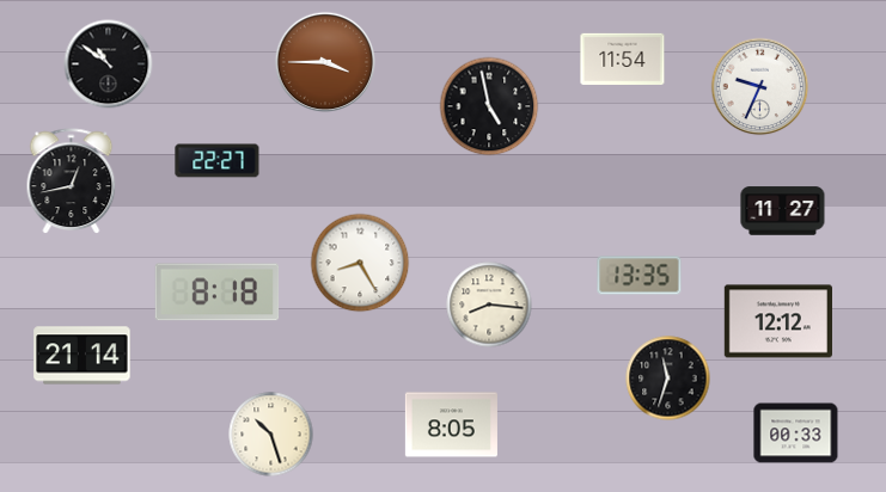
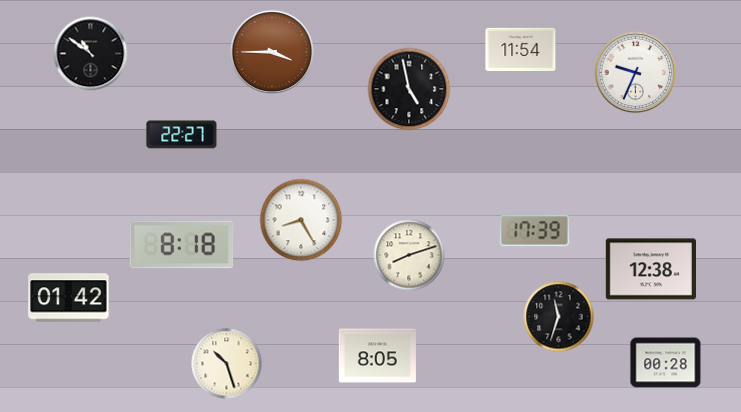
clock at (72, 180): 12:43 -> none
clock at (783, 211): 11:27 -> none
clock at (640, 276): 13:35 -> 17:39
clock at (489, 305): 8:16 -> 8:12
clock at (777, 321): 12:12 -> 12:38
clock at (83, 356): 21:14 -> 01:42
clock at (796, 433): 00:33 -> 00:28
